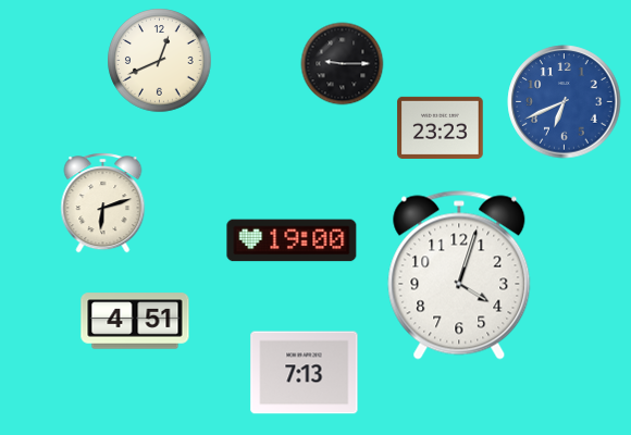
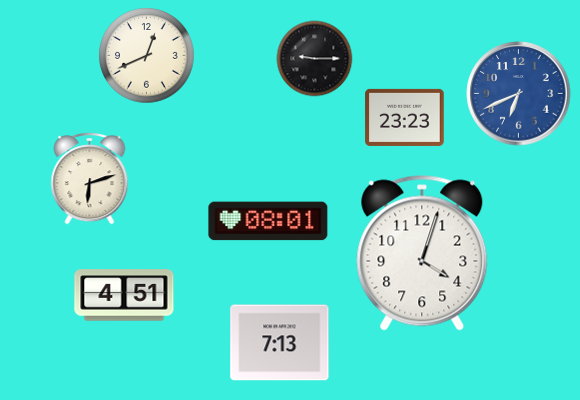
clock at (103, 203) position: (103, 203) -> (90, 179)
clock at (292, 240): 19:00 -> 08:01
